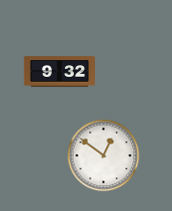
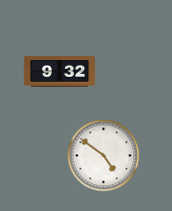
clock at (104, 156): 12:51 -> 4:51
